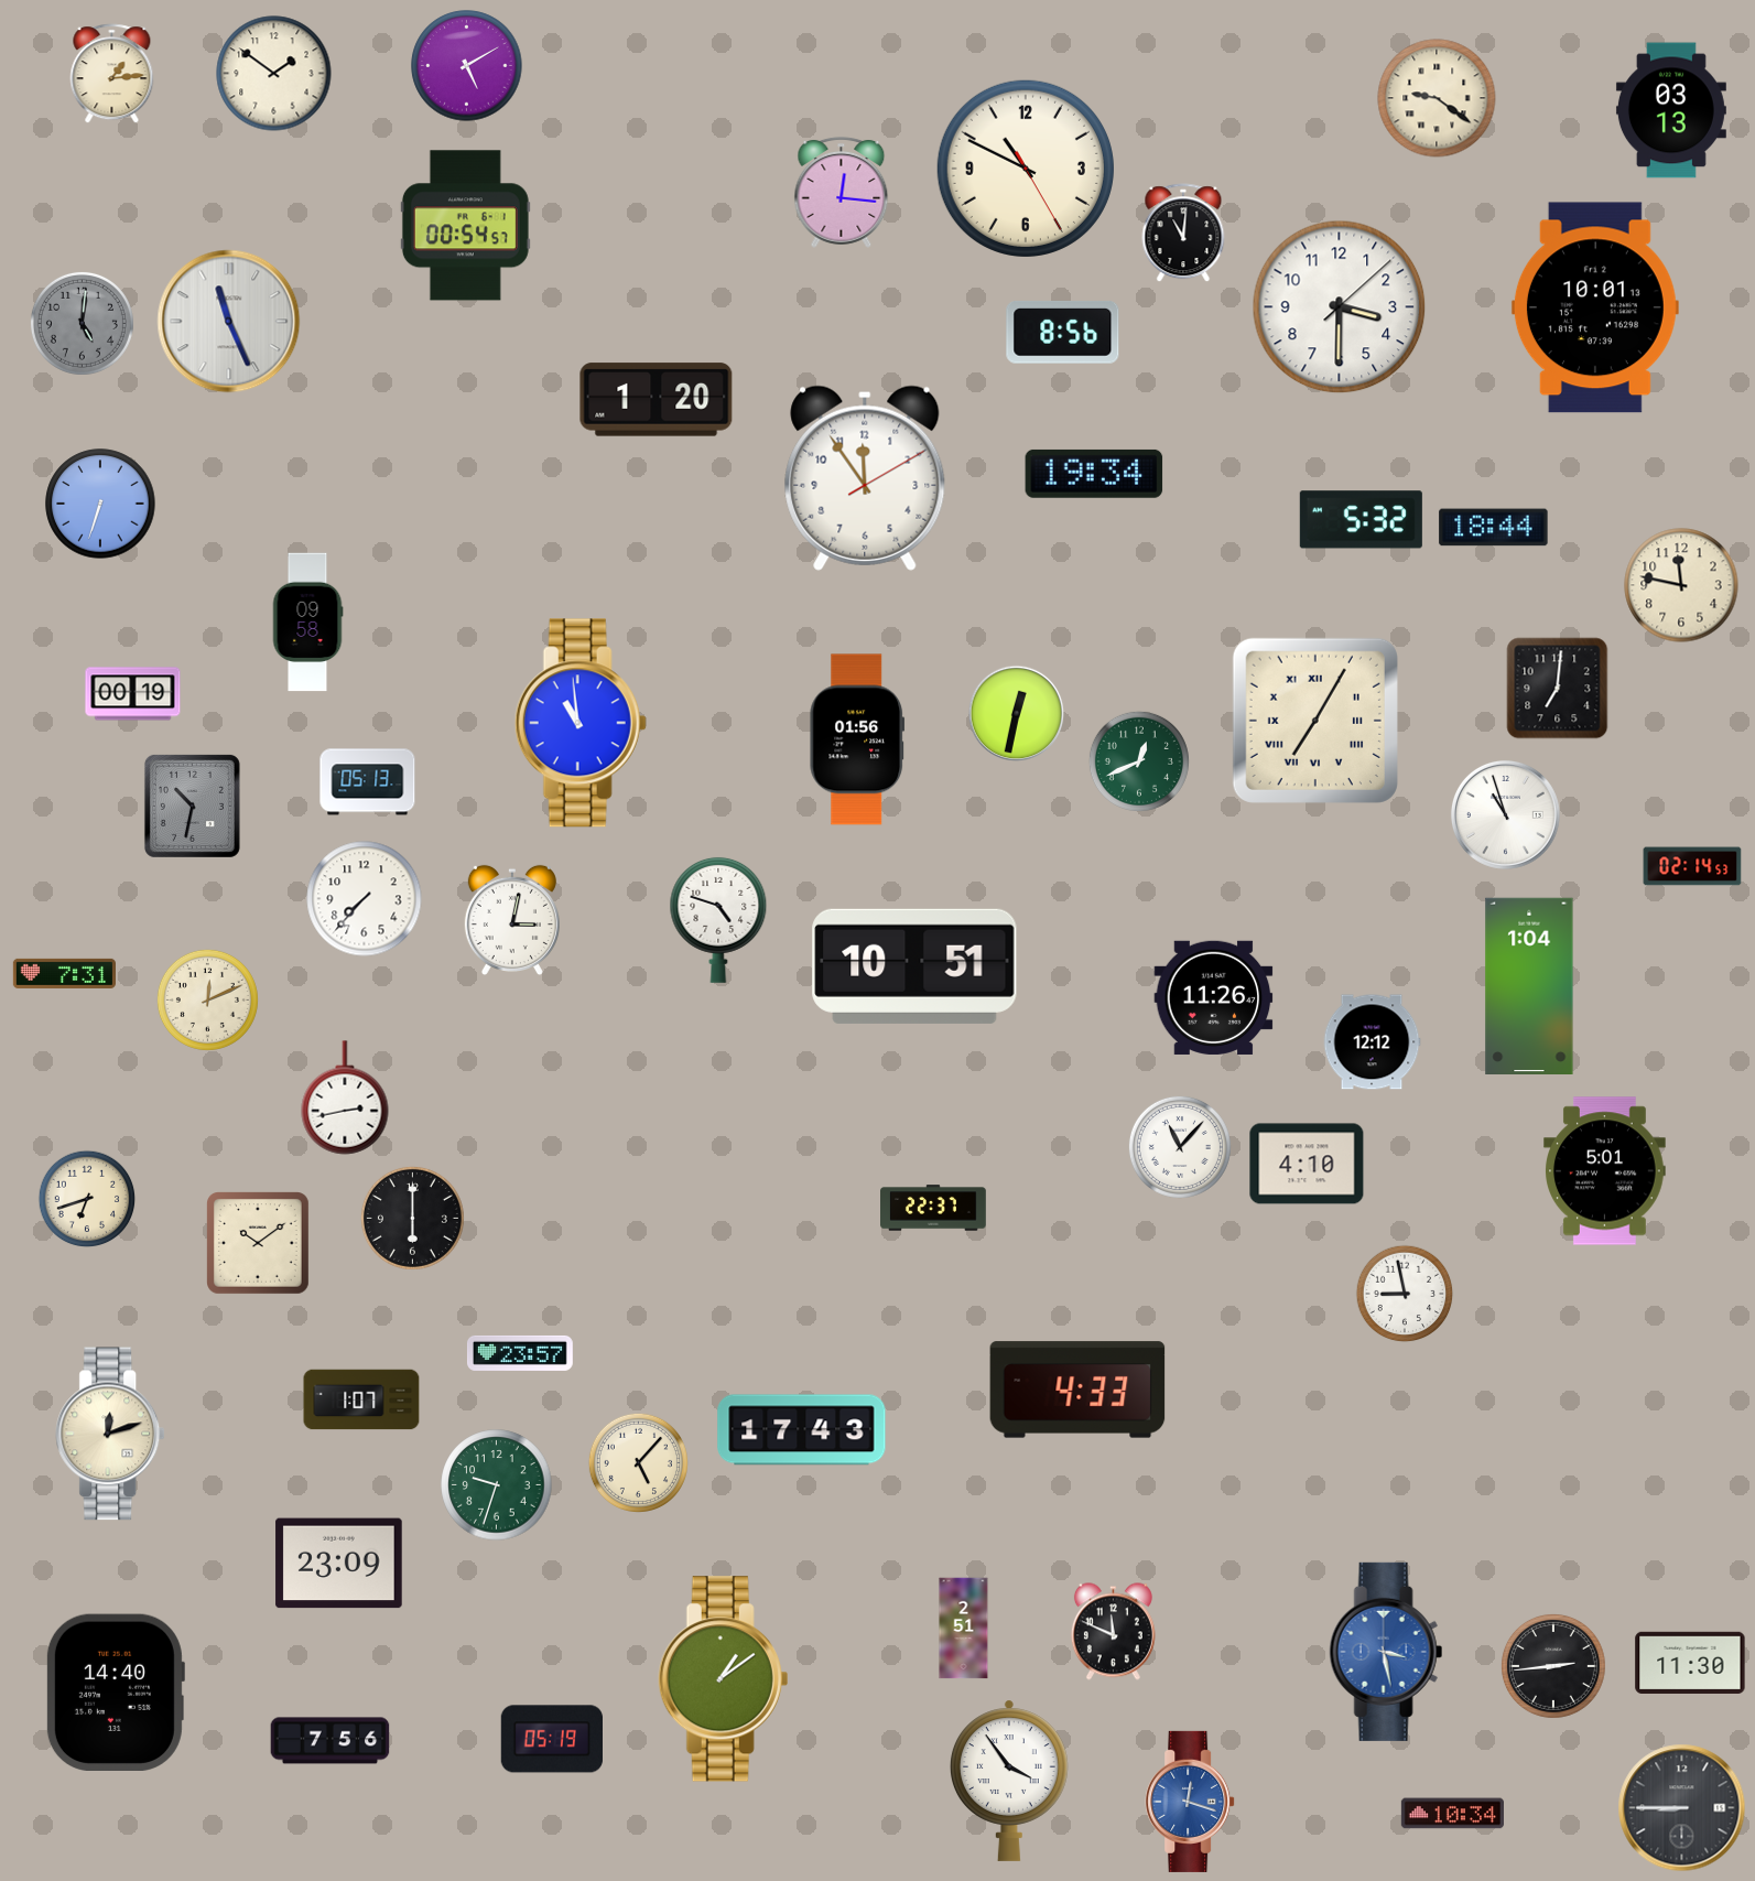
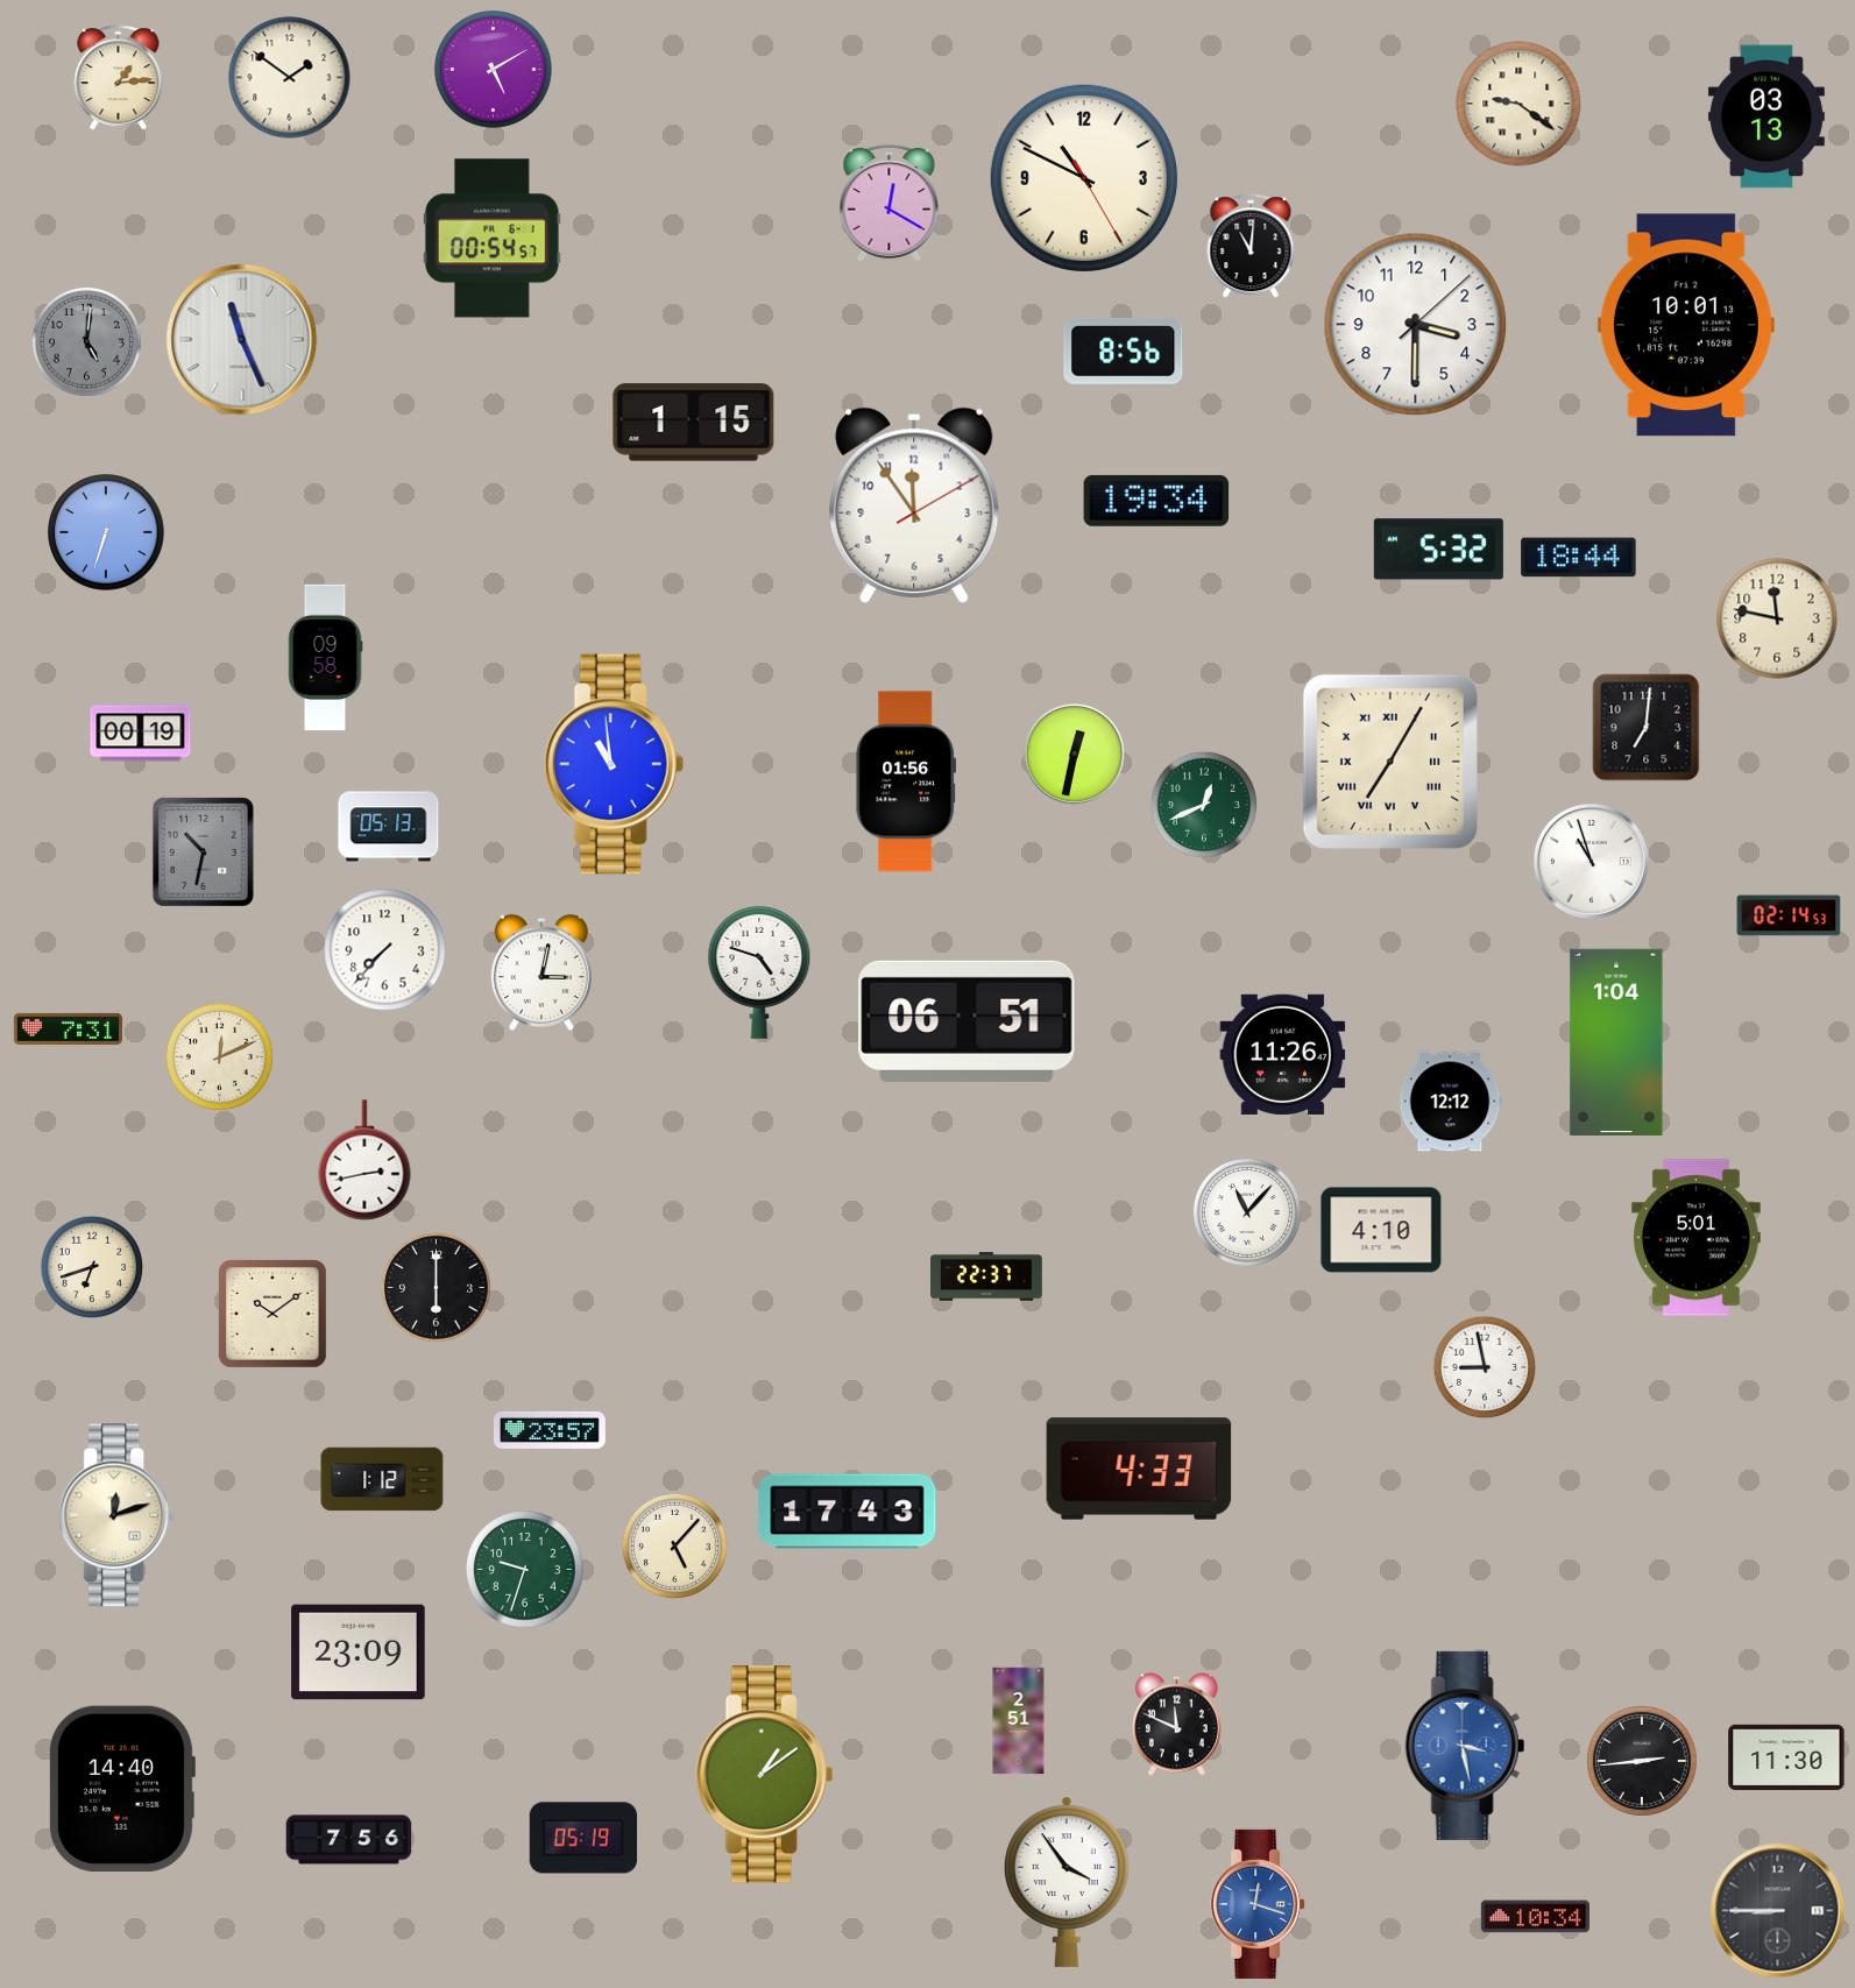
clock at (842, 192): 12:16 -> 12:20
clock at (657, 400): 1:20 -> 1:15
clock at (914, 966): 10:51 -> 06:51
clock at (361, 1399): 1:07 -> 1:12
